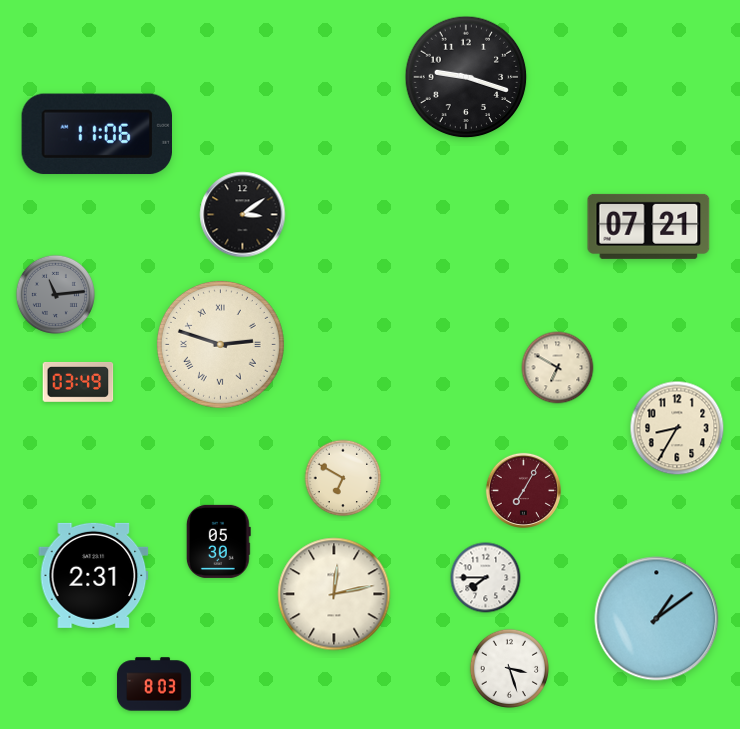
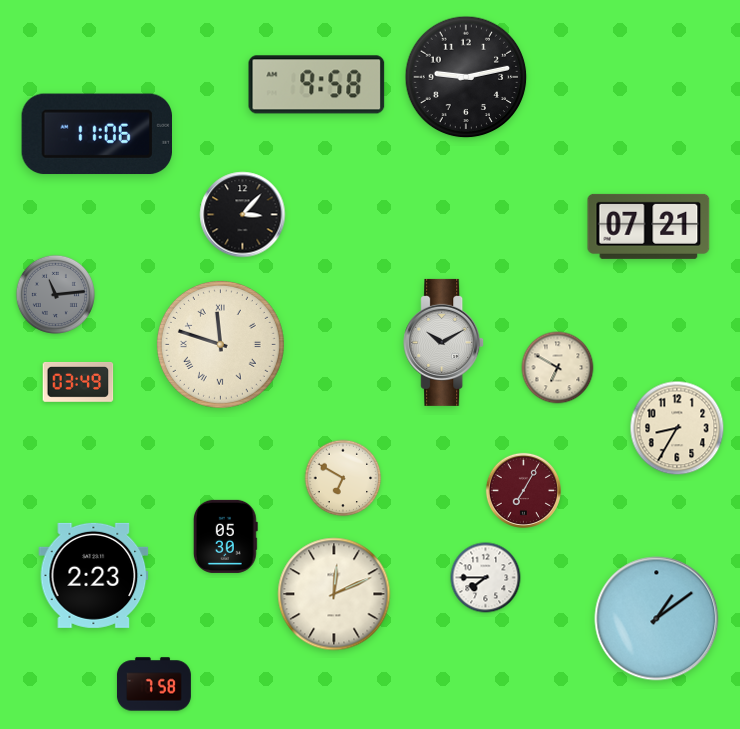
clock at (466, 77): 9:18 -> 9:13
clock at (317, 85): none -> 9:58
clock at (243, 215): 3:09 -> 3:07
clock at (444, 342): none -> 10:10
clock at (220, 344): 2:48 -> 11:48
clock at (218, 541) position: (218, 541) -> (225, 536)
clock at (94, 575): 2:31 -> 2:23
clock at (334, 594): 12:13 -> 12:11
clock at (509, 668): 3:27 -> none
clock at (154, 684): 8:03 -> 7:58
